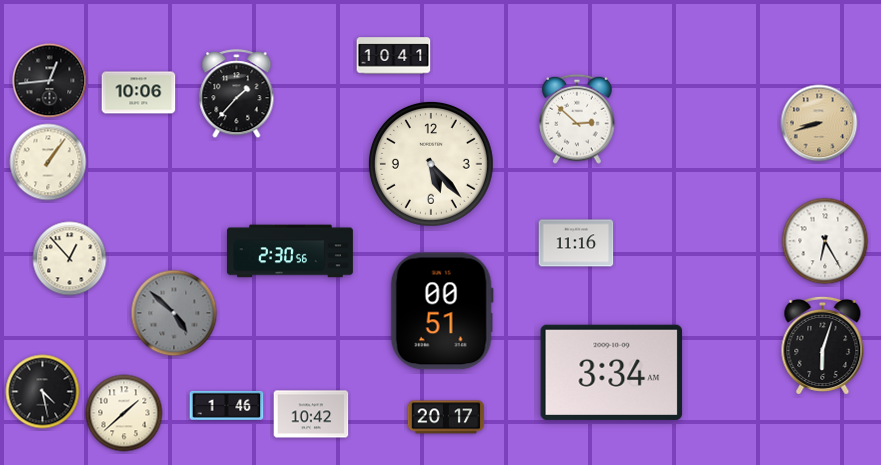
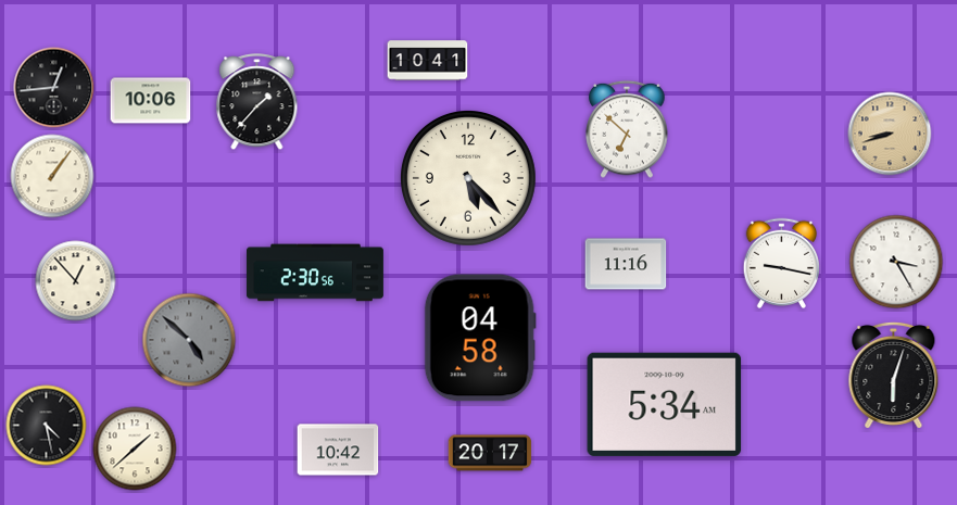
clock at (577, 119): 2:52 -> 6:52
clock at (825, 241): 6:25 -> 3:25
clock at (781, 263): none -> 9:17
clock at (442, 311): 00:51 -> 04:58
clock at (612, 372): 3:34 -> 5:34
clock at (227, 405): 1:46 -> none
clock at (446, 417) position: (446, 417) -> (490, 453)
